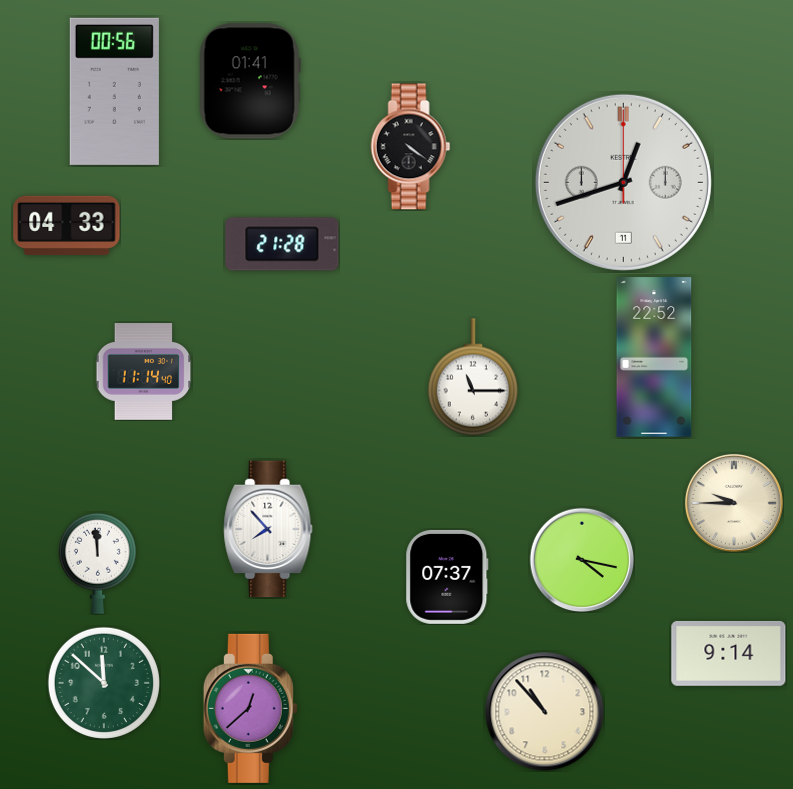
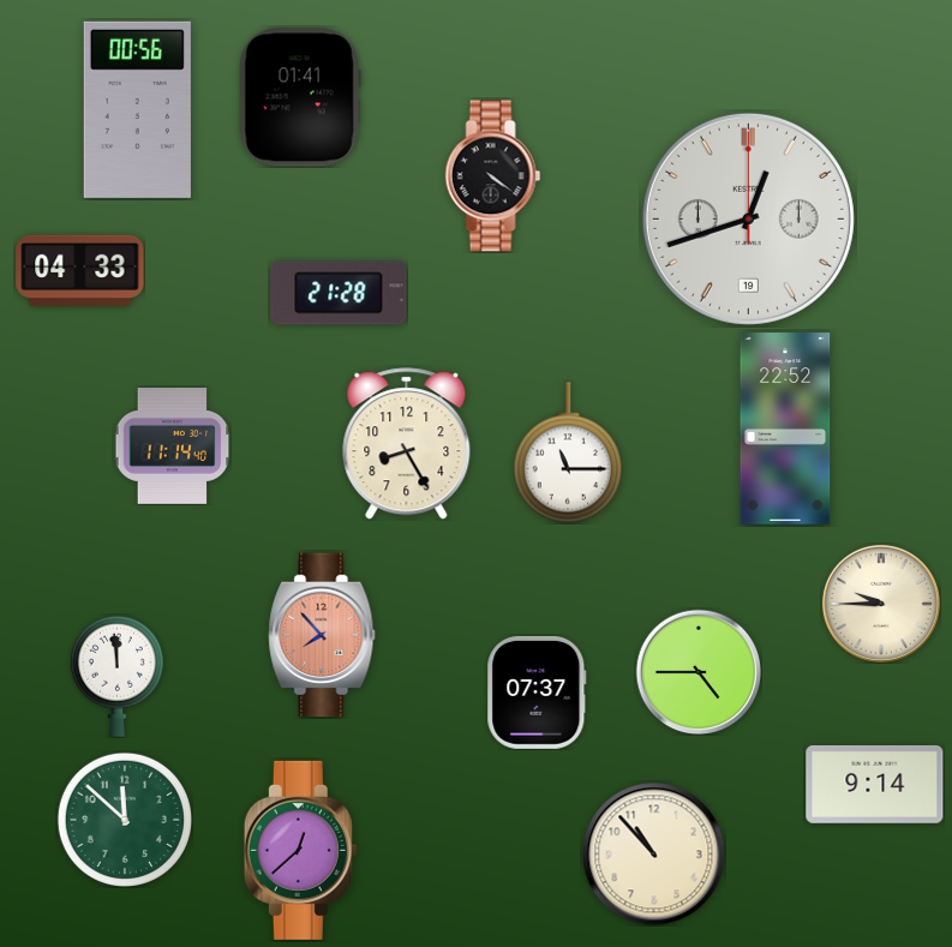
clock at (623, 182) date: 11 -> 19
clock at (407, 444): none -> 8:25
clock at (268, 529) dial: white -> salmon
clock at (582, 560): 4:17 -> 4:45
